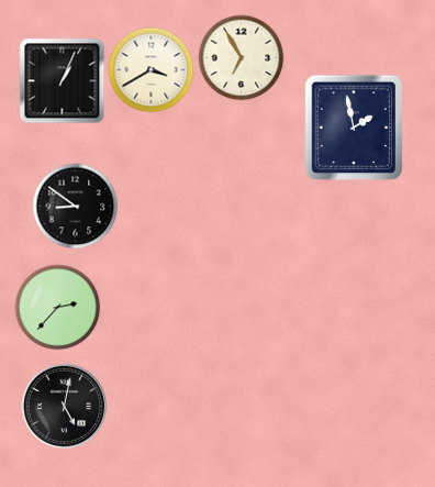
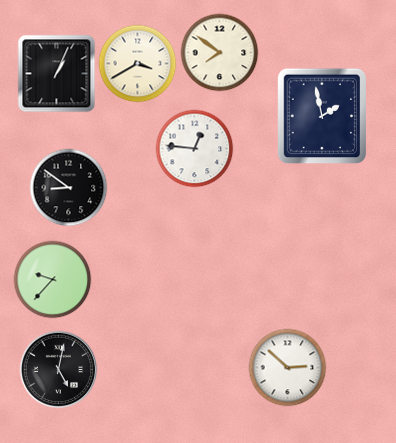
clock at (241, 57): 6:55 -> 7:51
clock at (194, 148): none -> 12:46
clock at (57, 307): 2:37 -> 9:37
clock at (287, 367): none -> 2:52
